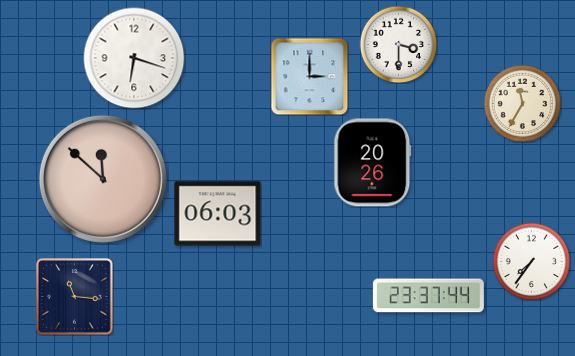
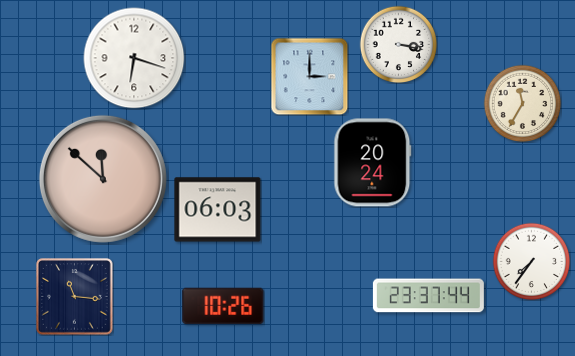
clock at (398, 44): 3:30 -> 3:17
clock at (373, 163): 20:26 -> 20:24
clock at (218, 214) position: (218, 214) -> (218, 210)
clock at (223, 305): none -> 10:26
